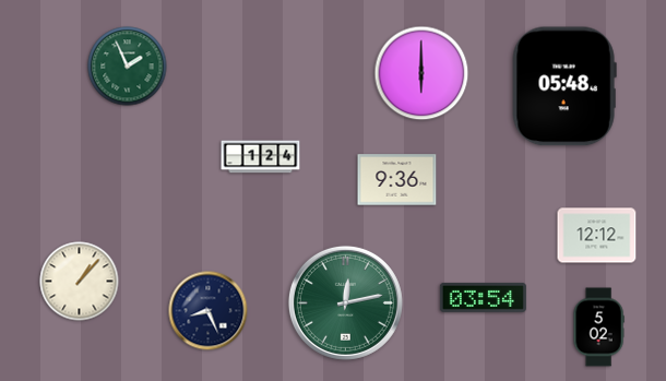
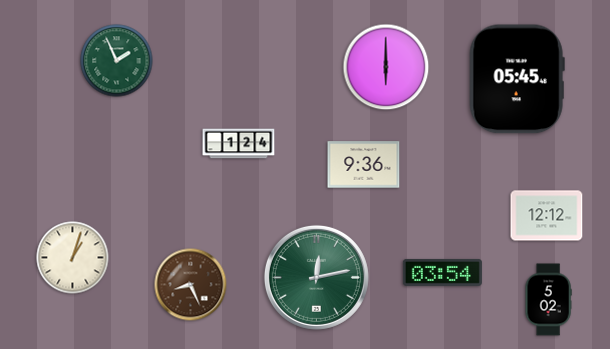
clock at (564, 86): 05:48 -> 05:45
clock at (80, 282): 1:07 -> 1:03
clock at (209, 311) dial: navy -> brown
